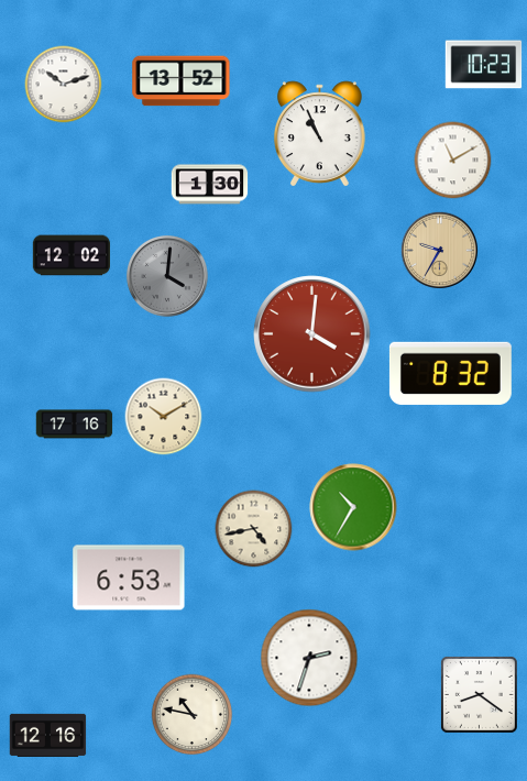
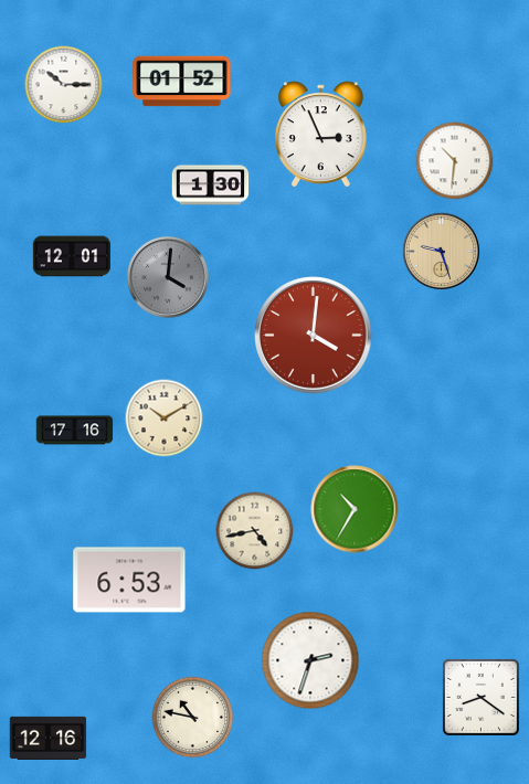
clock at (484, 65): 10:23 -> none
clock at (182, 81): 13:52 -> 01:52
clock at (64, 85): 10:12 -> 10:15
clock at (319, 133): 10:56 -> 2:56
clock at (453, 161): 11:10 -> 10:31
clock at (439, 250): 9:35 -> 9:27
clock at (70, 255): 12:02 -> 12:01
clock at (450, 373): 8:32 -> none
clock at (75, 425) position: (75, 425) -> (75, 431)
